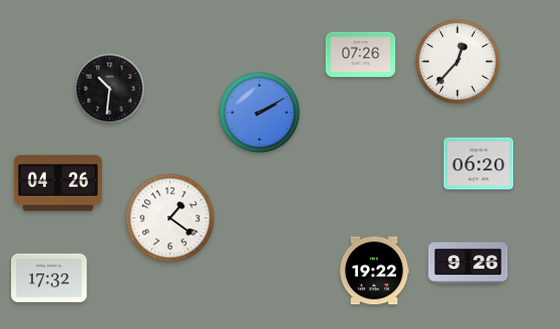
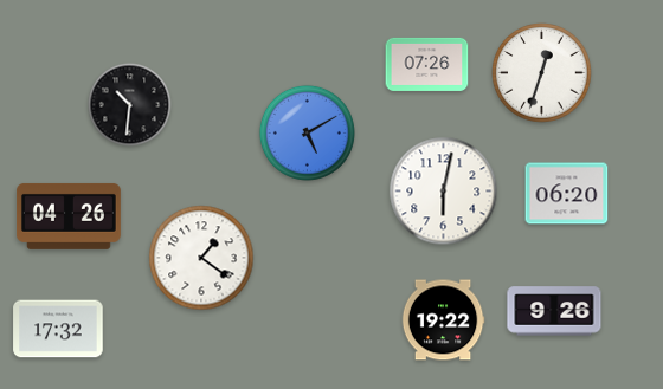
clock at (458, 62): 12:37 -> 12:33
clock at (259, 112): 2:10 -> 5:10
clock at (444, 192): none -> 6:02
